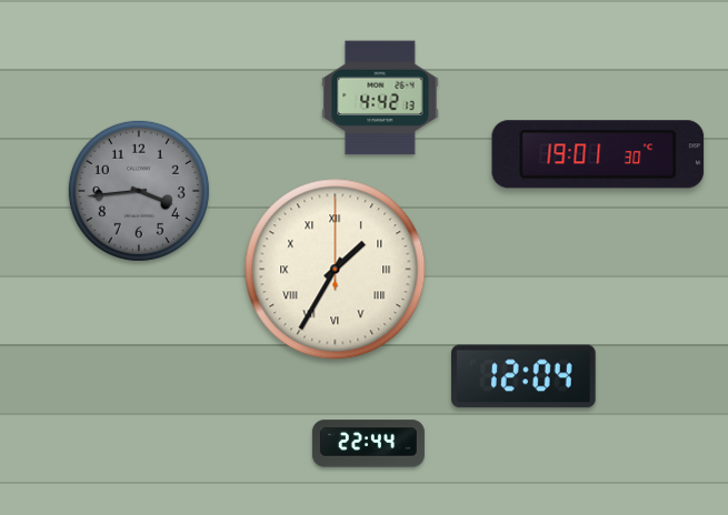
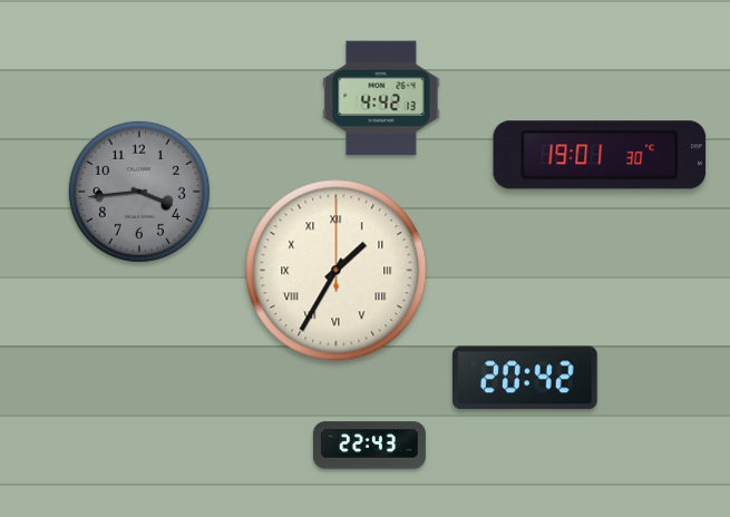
clock at (525, 376): 12:04 -> 20:42
clock at (368, 444): 22:44 -> 22:43
